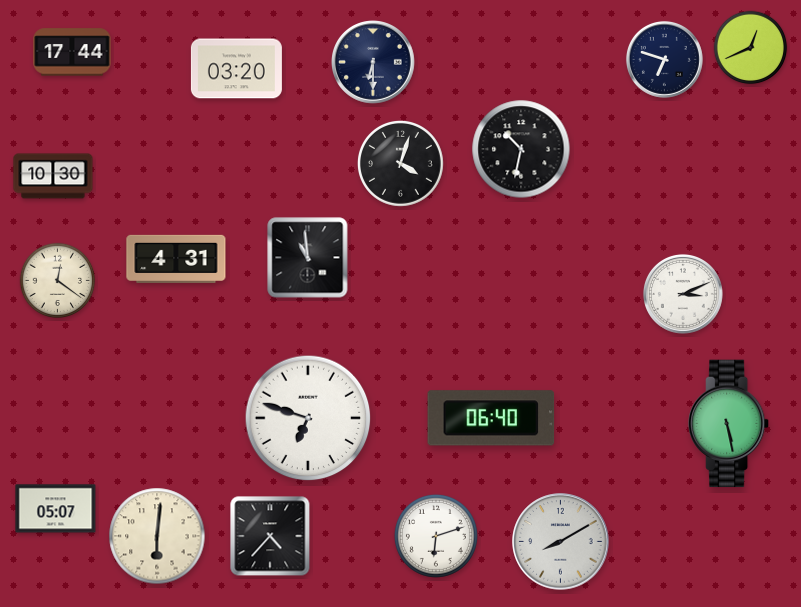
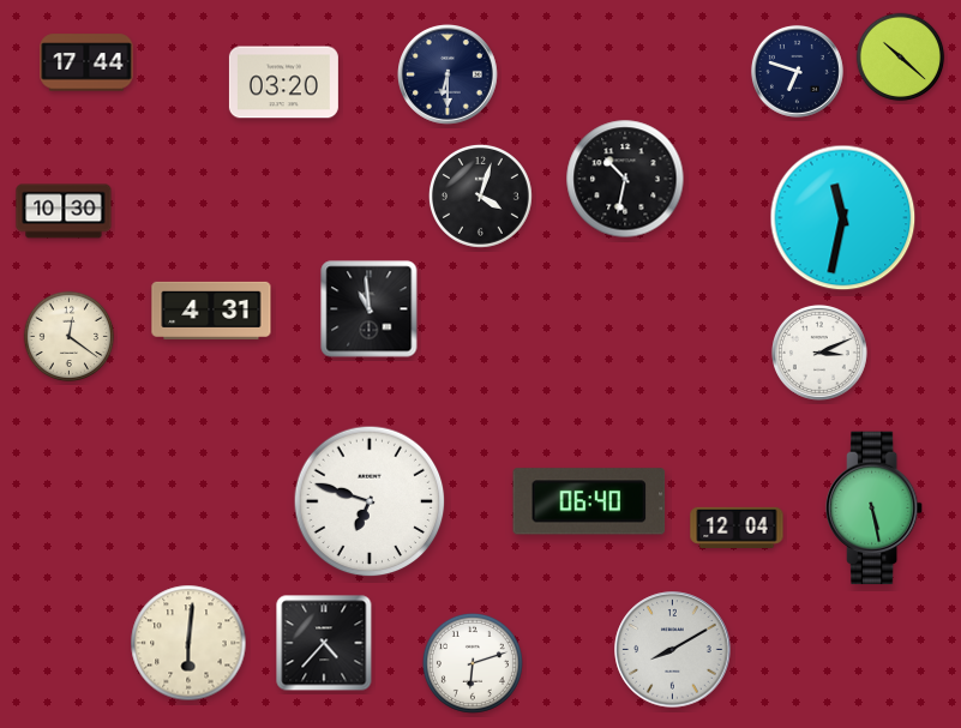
clock at (751, 48): 12:41 -> 10:22
clock at (843, 218): none -> 11:32
clock at (737, 528): none -> 12:04
clock at (56, 509): 05:07 -> none
clock at (436, 536) position: (436, 536) -> (473, 663)
